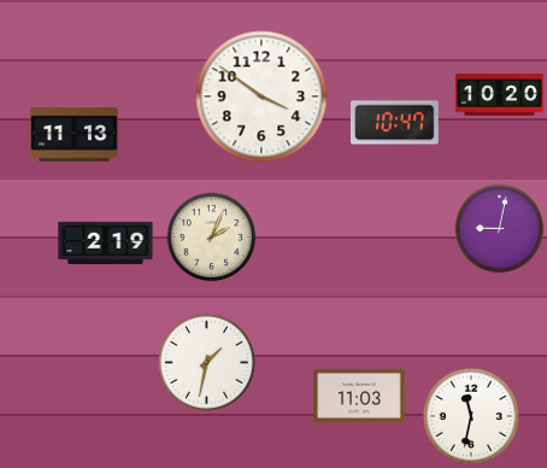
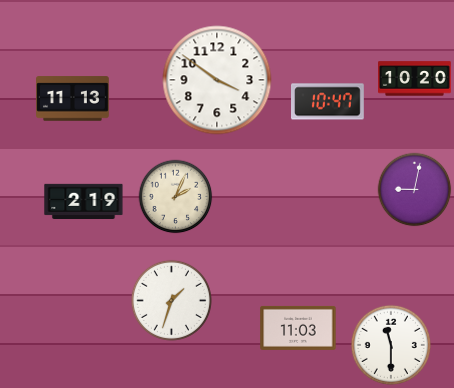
clock at (75, 135) position: (75, 135) -> (73, 99)
clock at (106, 242) position: (106, 242) -> (84, 201)
clock at (206, 362): 1:32 -> 1:33
clock at (471, 416): 11:32 -> 11:30
